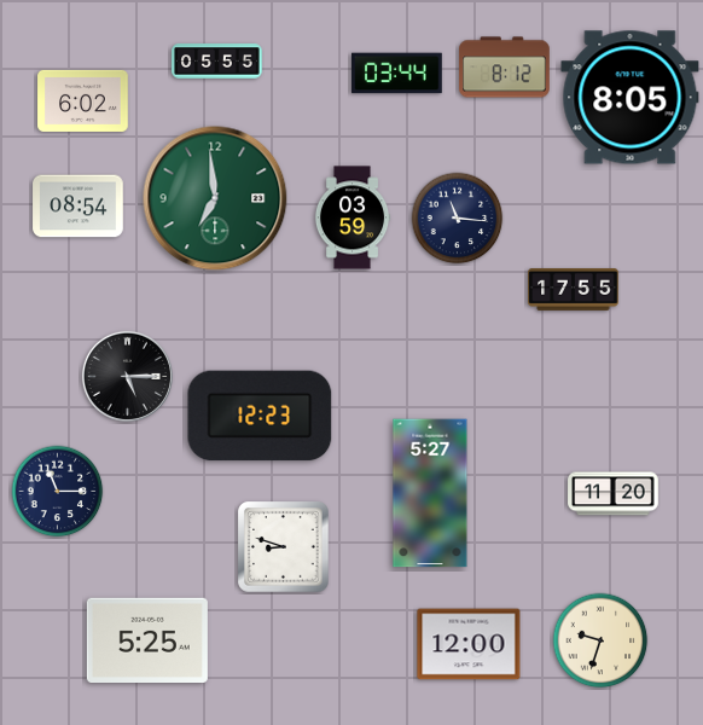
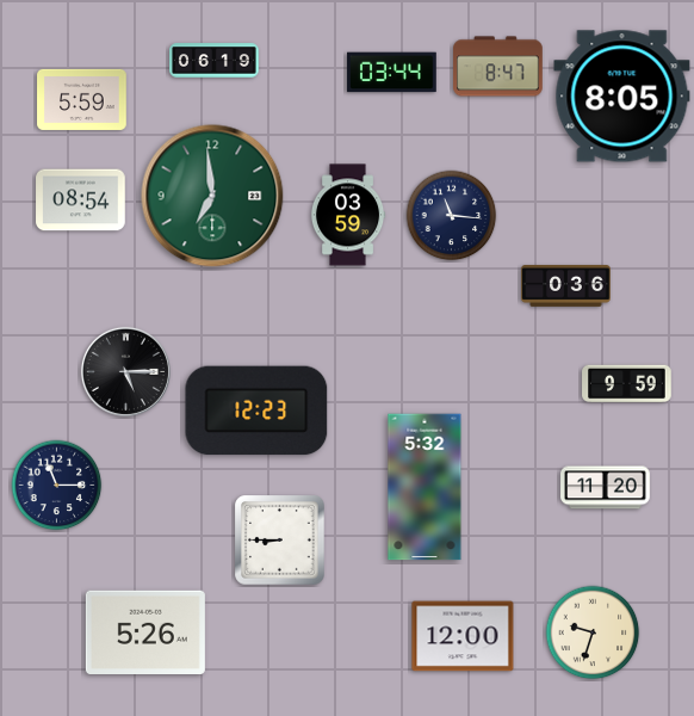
clock at (217, 62): 05:55 -> 06:19
clock at (505, 68): 8:12 -> 8:47
clock at (83, 100): 6:02 -> 5:59
clock at (79, 207) position: (79, 207) -> (81, 200)
clock at (574, 290): 17:55 -> 0:36
clock at (627, 384): none -> 9:59
clock at (430, 493): 5:27 -> 5:32
clock at (284, 547): 8:48 -> 8:45
clock at (147, 639): 5:25 -> 5:26
